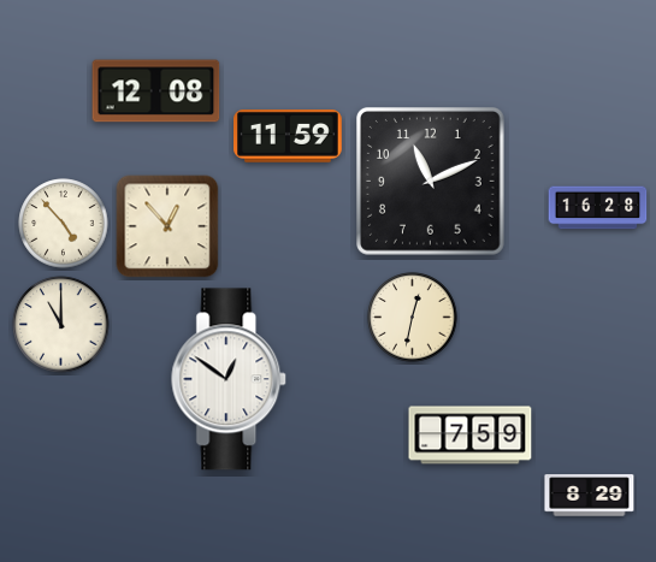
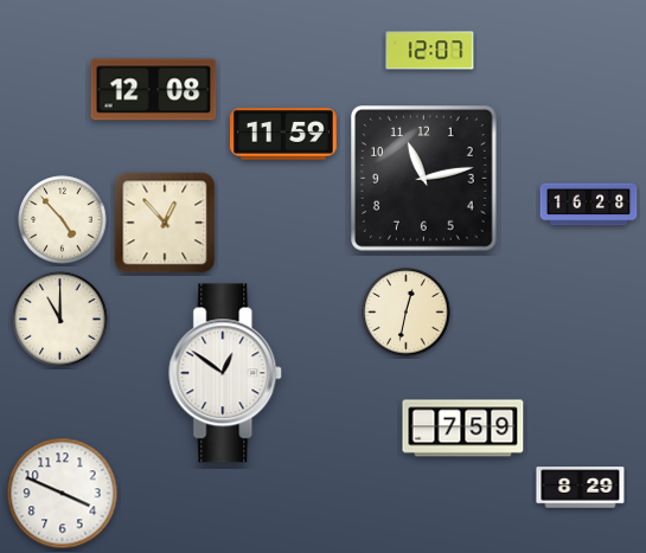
clock at (430, 51): none -> 12:07
clock at (431, 182): 11:11 -> 11:13
clock at (63, 494): none -> 3:49
